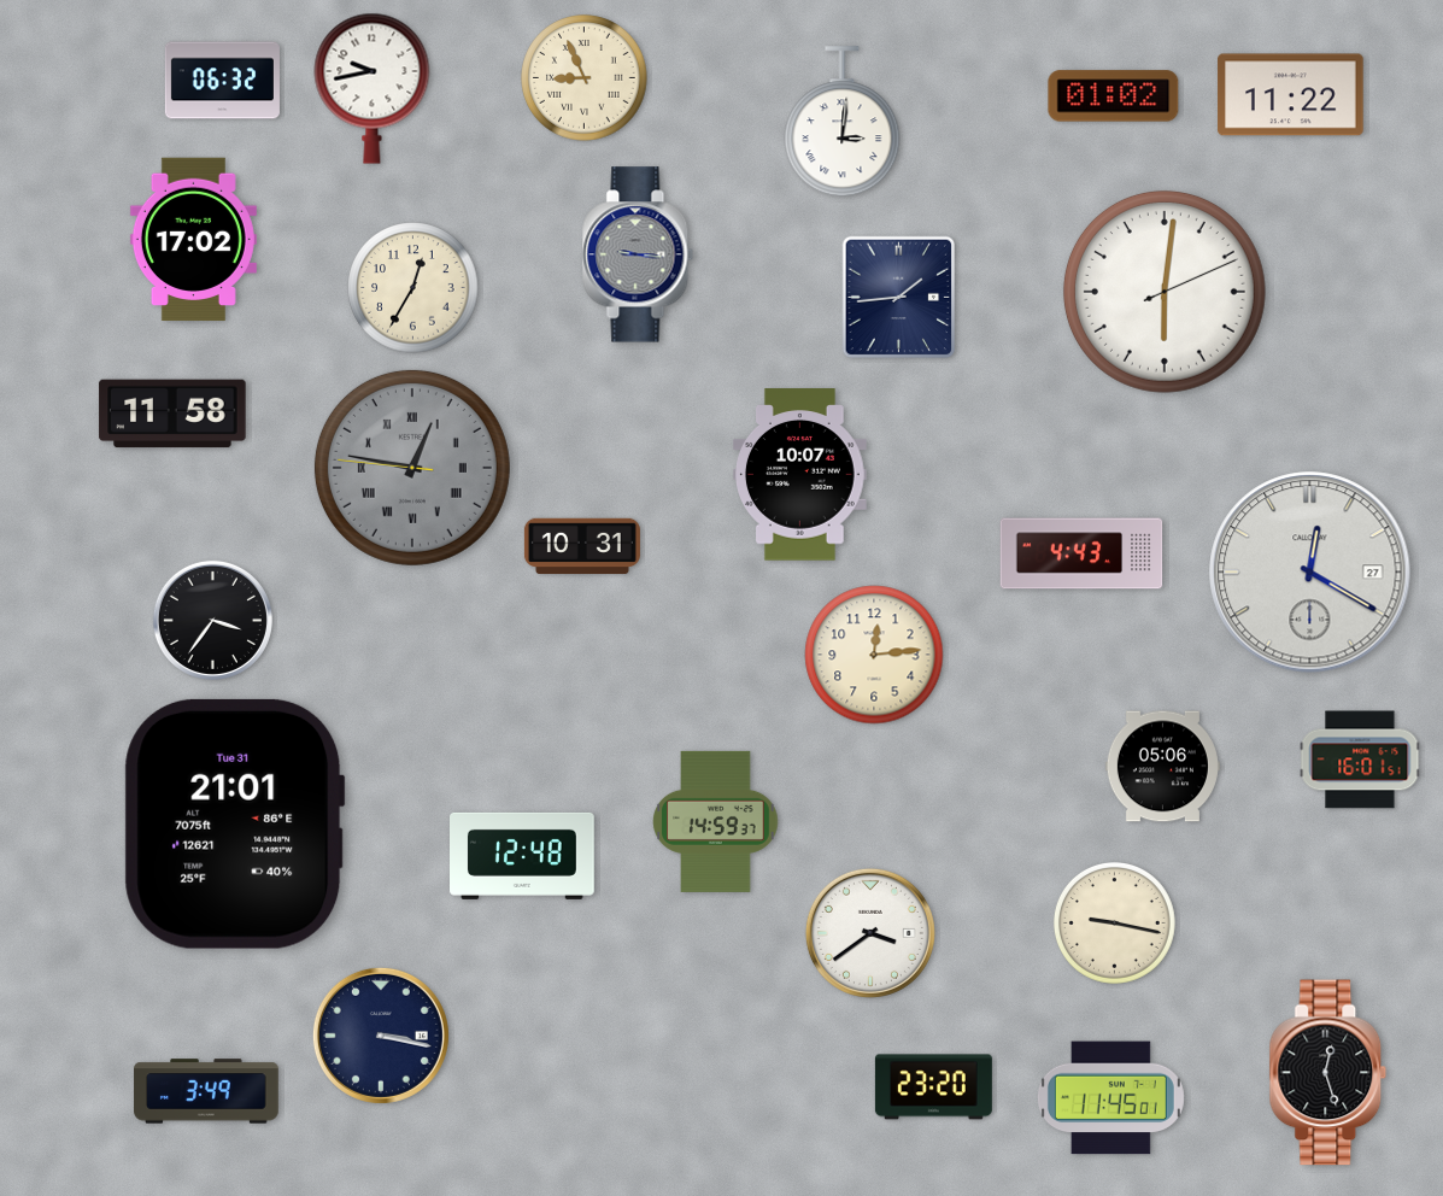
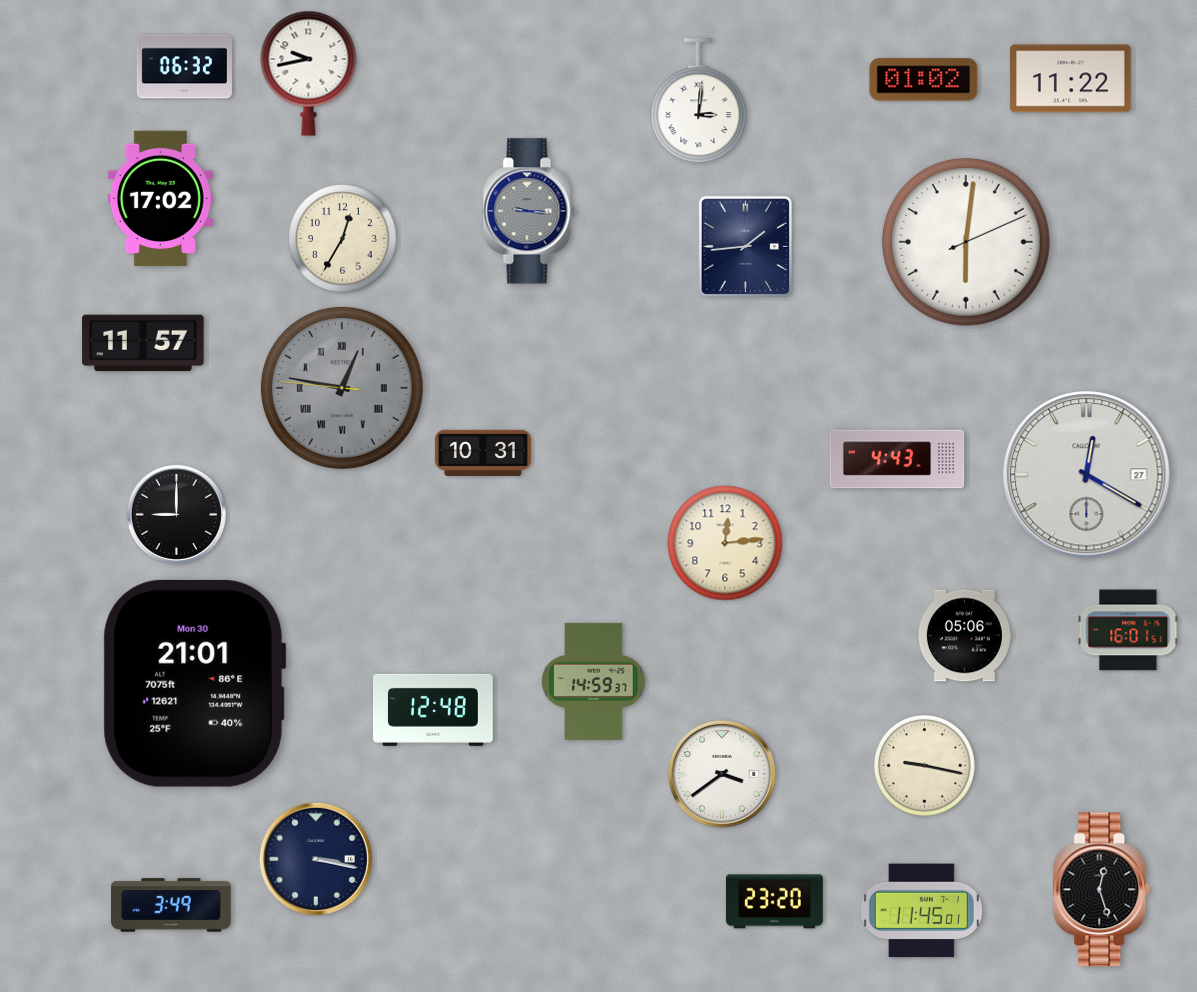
clock at (585, 78): 8:56 -> none
clock at (172, 414): 11:58 -> 11:57
clock at (800, 475): 10:07 -> none
clock at (212, 620): 3:36 -> 9:00
clock at (234, 823) date: Tue 31 -> Mon 30
